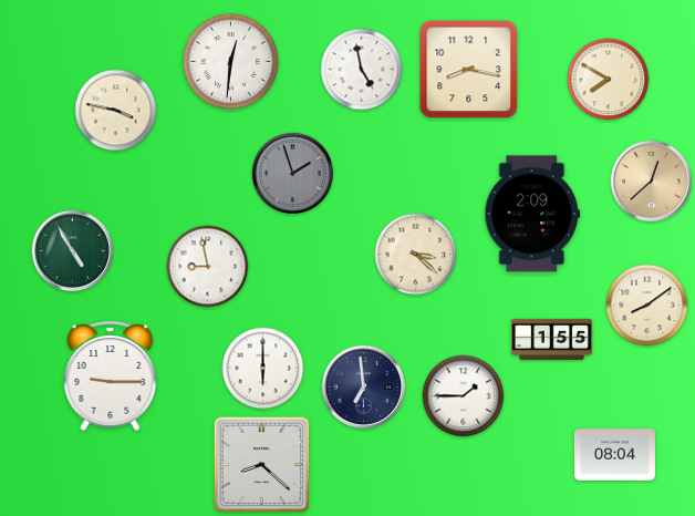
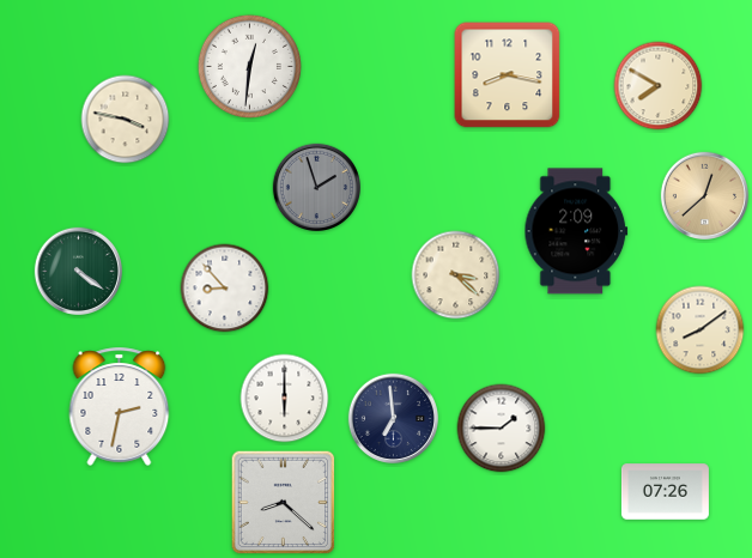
clock at (362, 70): 4:58 -> none
clock at (72, 250): 4:55 -> 4:21
clock at (416, 255) position: (416, 255) -> (456, 275)
clock at (208, 267): 8:58 -> 8:53
clock at (551, 339): 1:55 -> none
clock at (111, 375): 9:15 -> 2:32
clock at (614, 455): 08:04 -> 07:26
